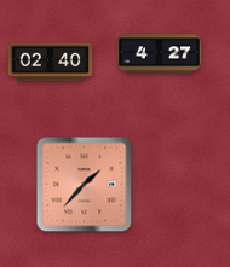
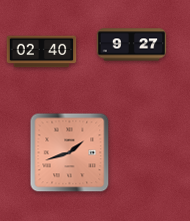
clock at (160, 54): 4:27 -> 9:27
clock at (85, 185): 1:37 -> 1:42
